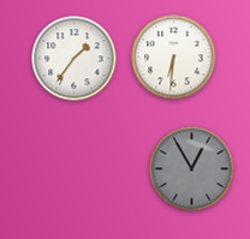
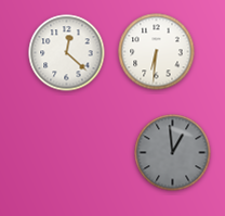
clock at (75, 59): 1:36 -> 12:22
clock at (192, 169): 12:55 -> 12:59
